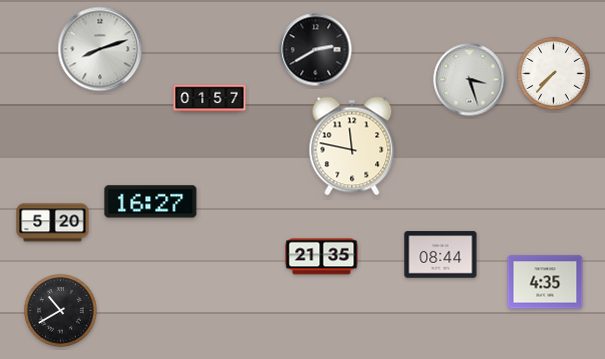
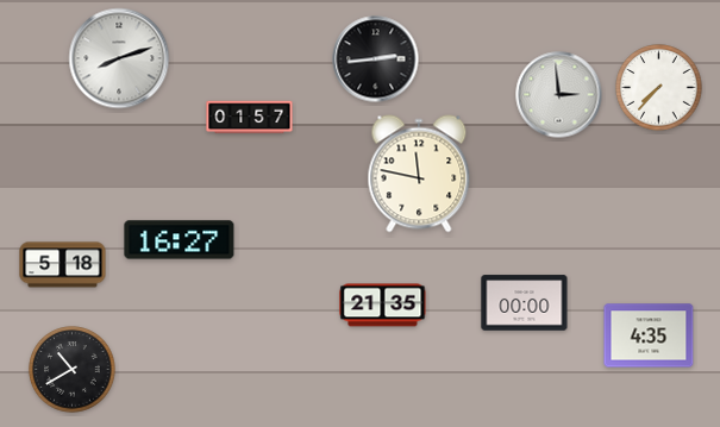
clock at (316, 50): 2:40 -> 2:44
clock at (470, 80): 3:27 -> 2:59
clock at (53, 223): 5:20 -> 5:18
clock at (441, 255): 08:44 -> 00:00
